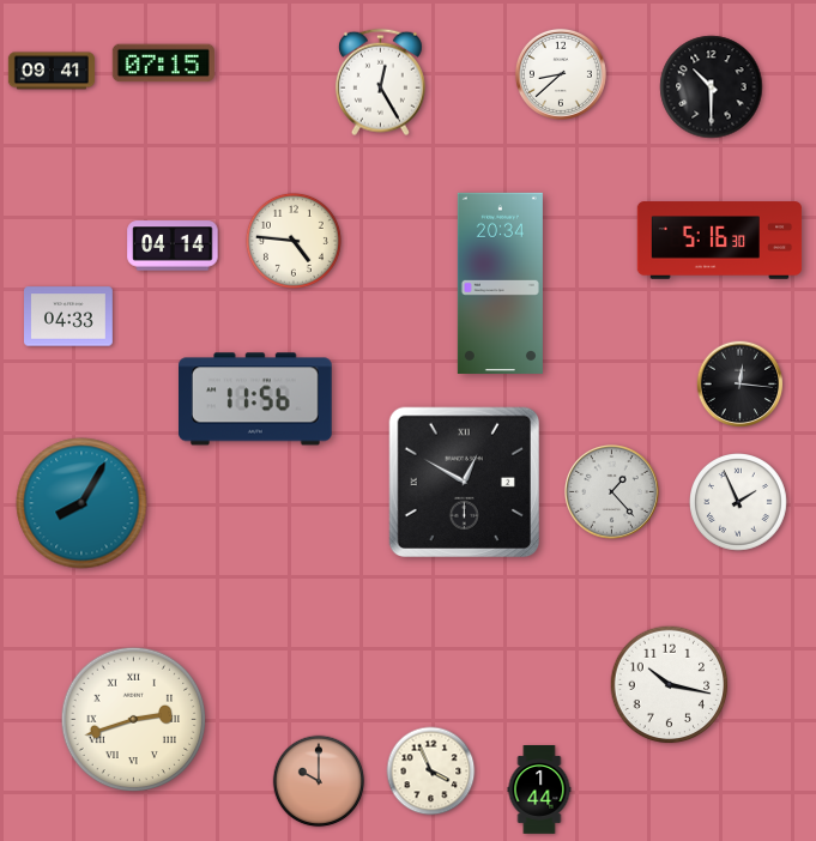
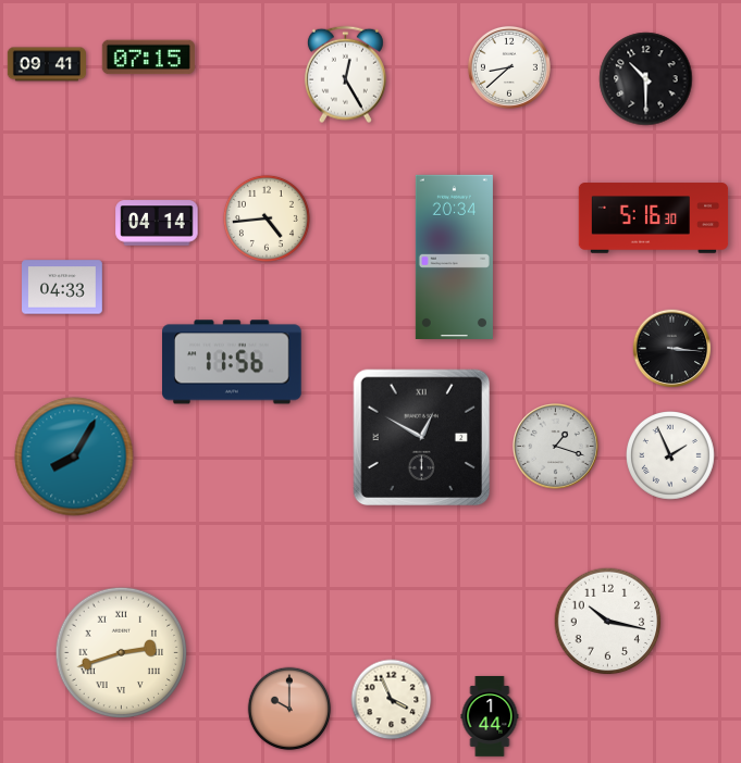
clock at (294, 241): 4:46 -> 4:44
clock at (741, 385): 12:16 -> 3:16
clock at (612, 492): 1:23 -> 1:18
